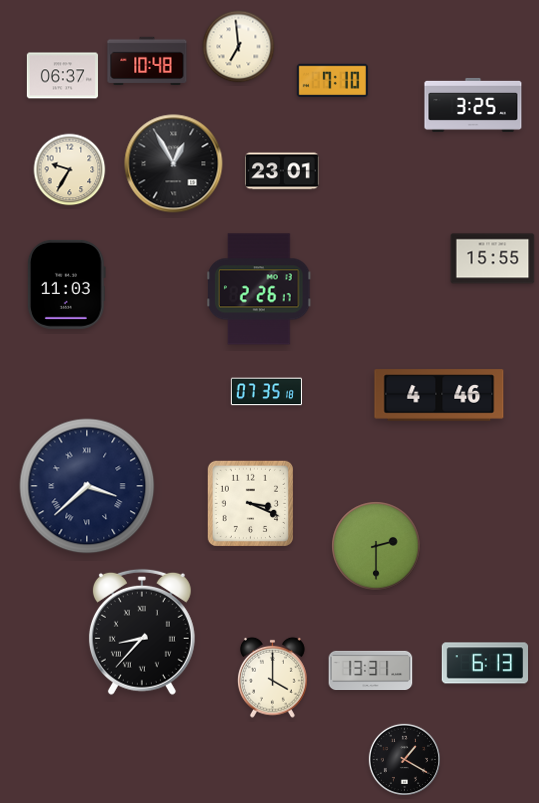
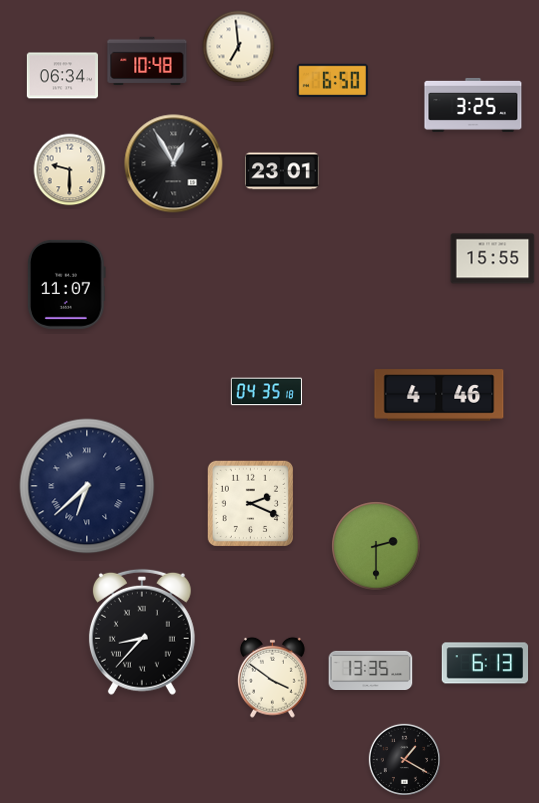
clock at (62, 76): 06:37 -> 06:34
clock at (332, 81): 7:10 -> 6:50
clock at (70, 170): 9:35 -> 9:30
clock at (66, 284): 11:03 -> 11:07
clock at (260, 289): 2:26 -> none
clock at (266, 392): 07:35 -> 04:35
clock at (87, 486): 3:38 -> 6:38
clock at (250, 503): 3:19 -> 2:19
clock at (371, 670): 13:31 -> 13:35
clock at (272, 677): 4:00 -> 3:51
